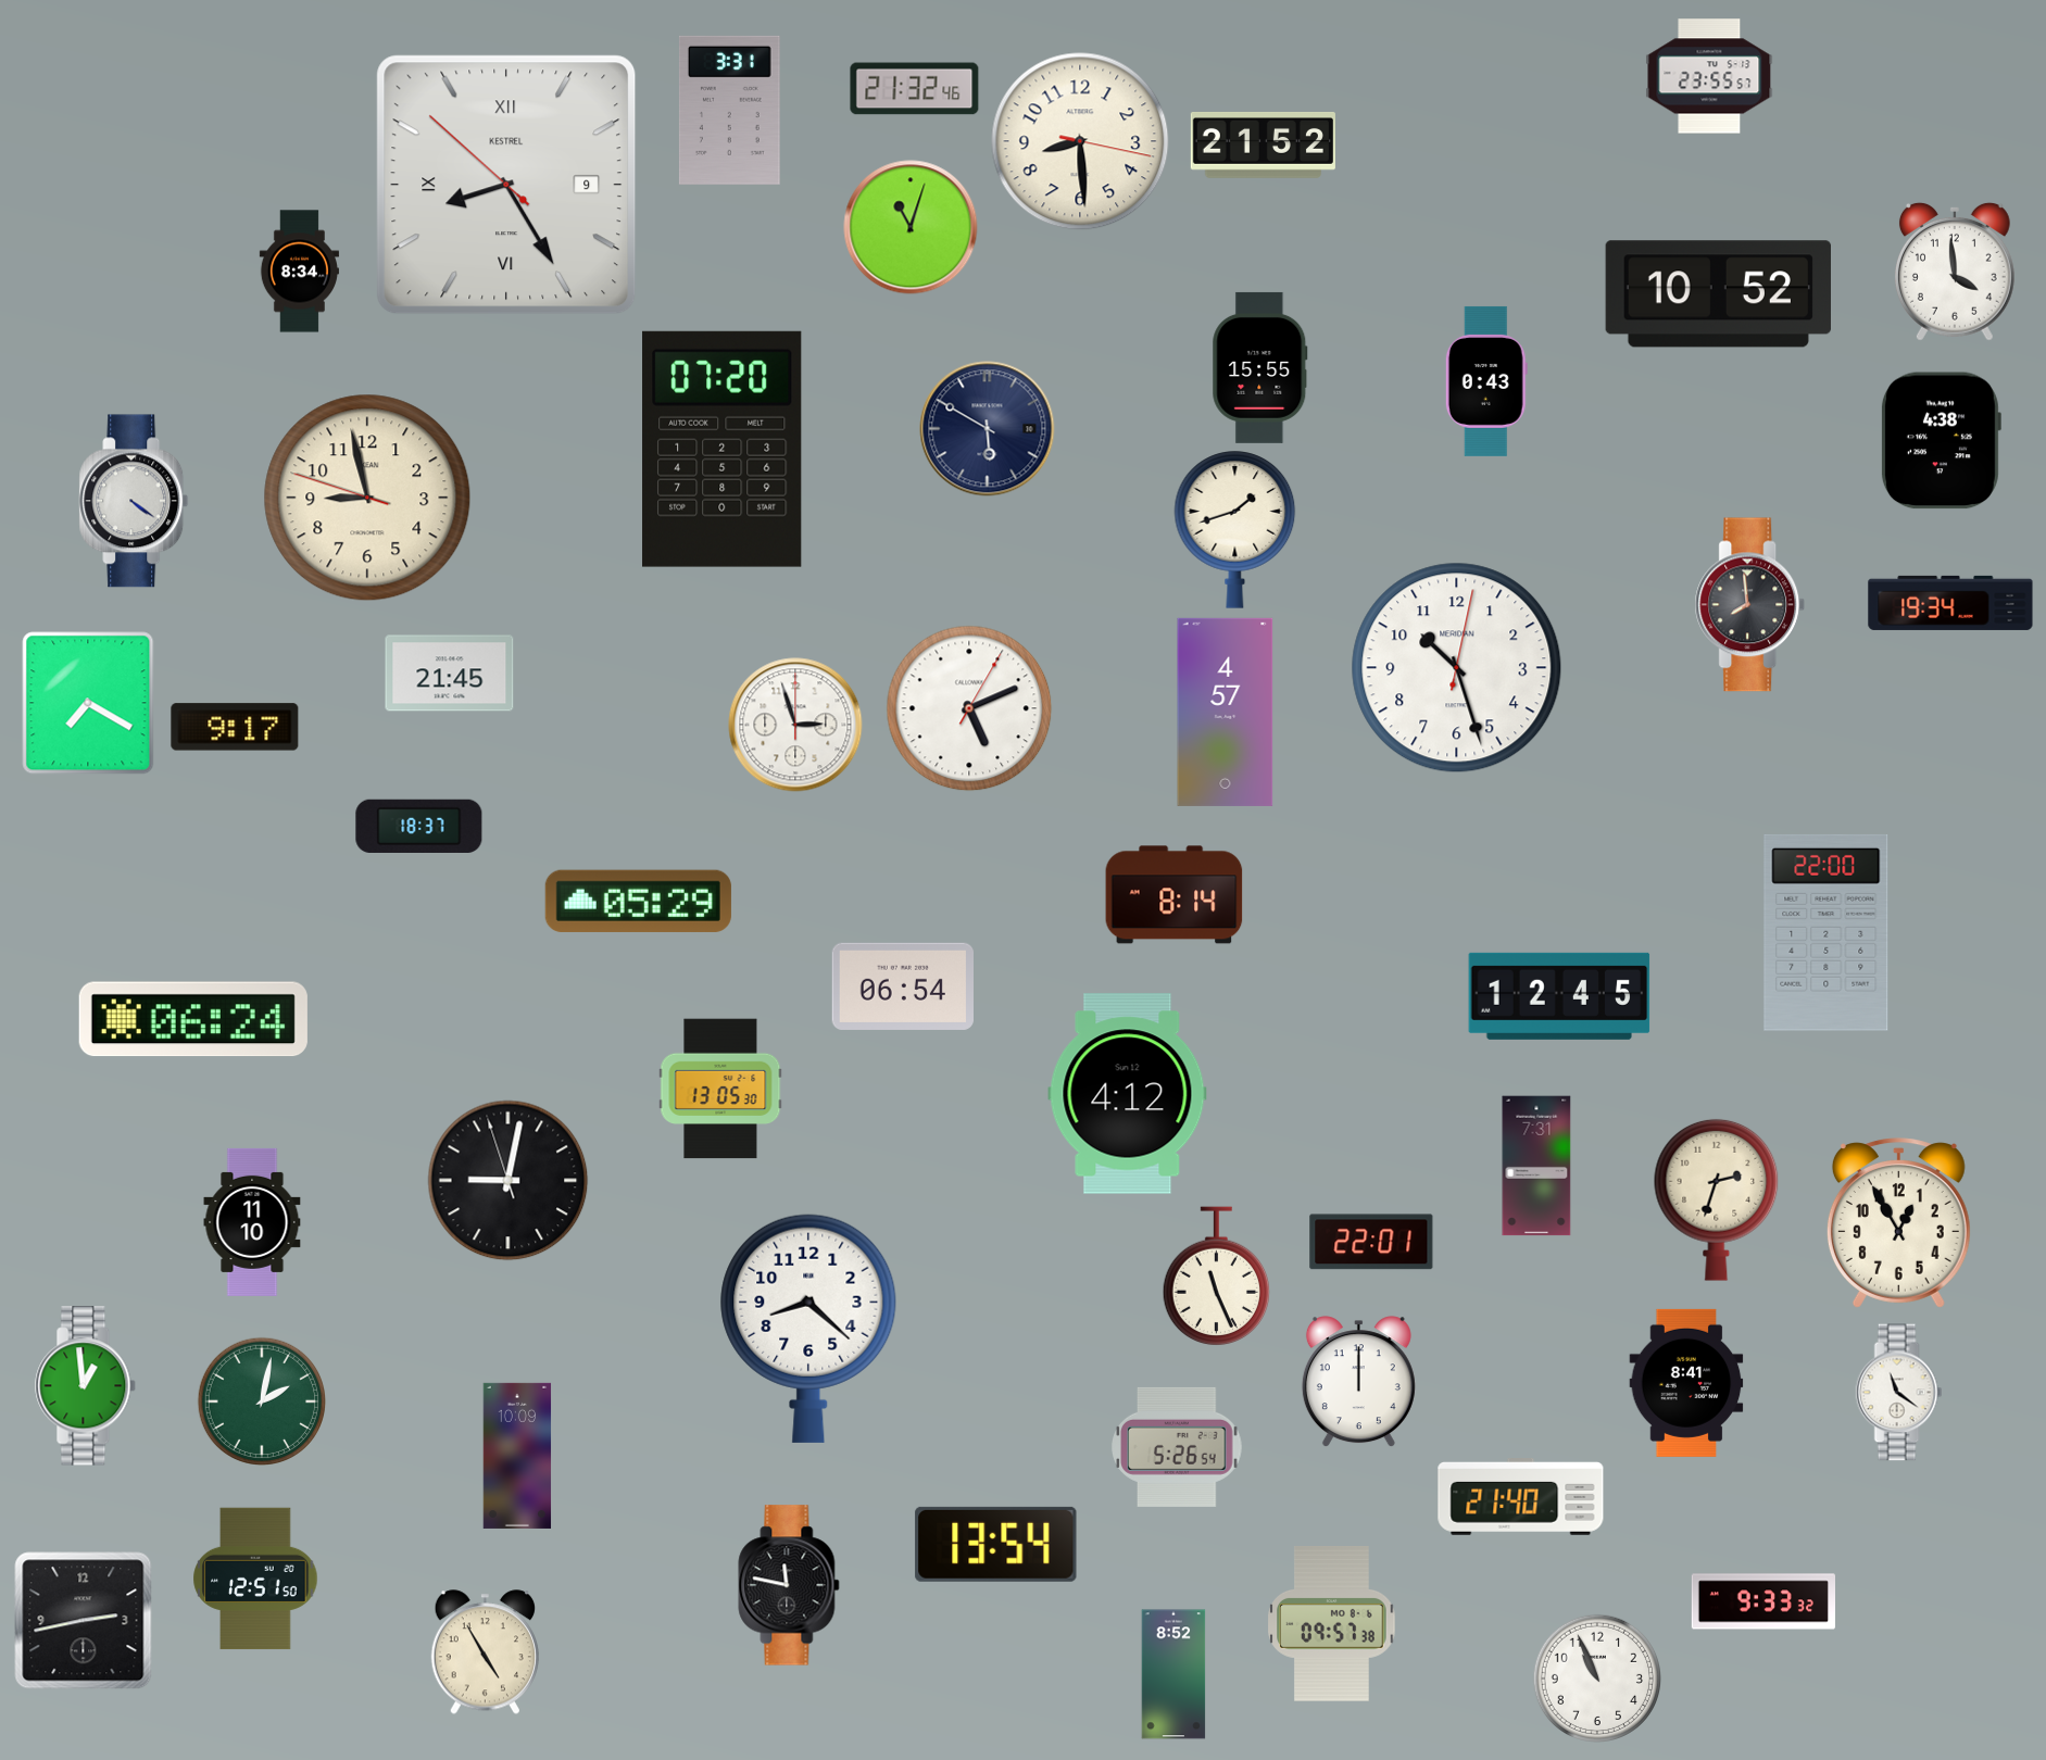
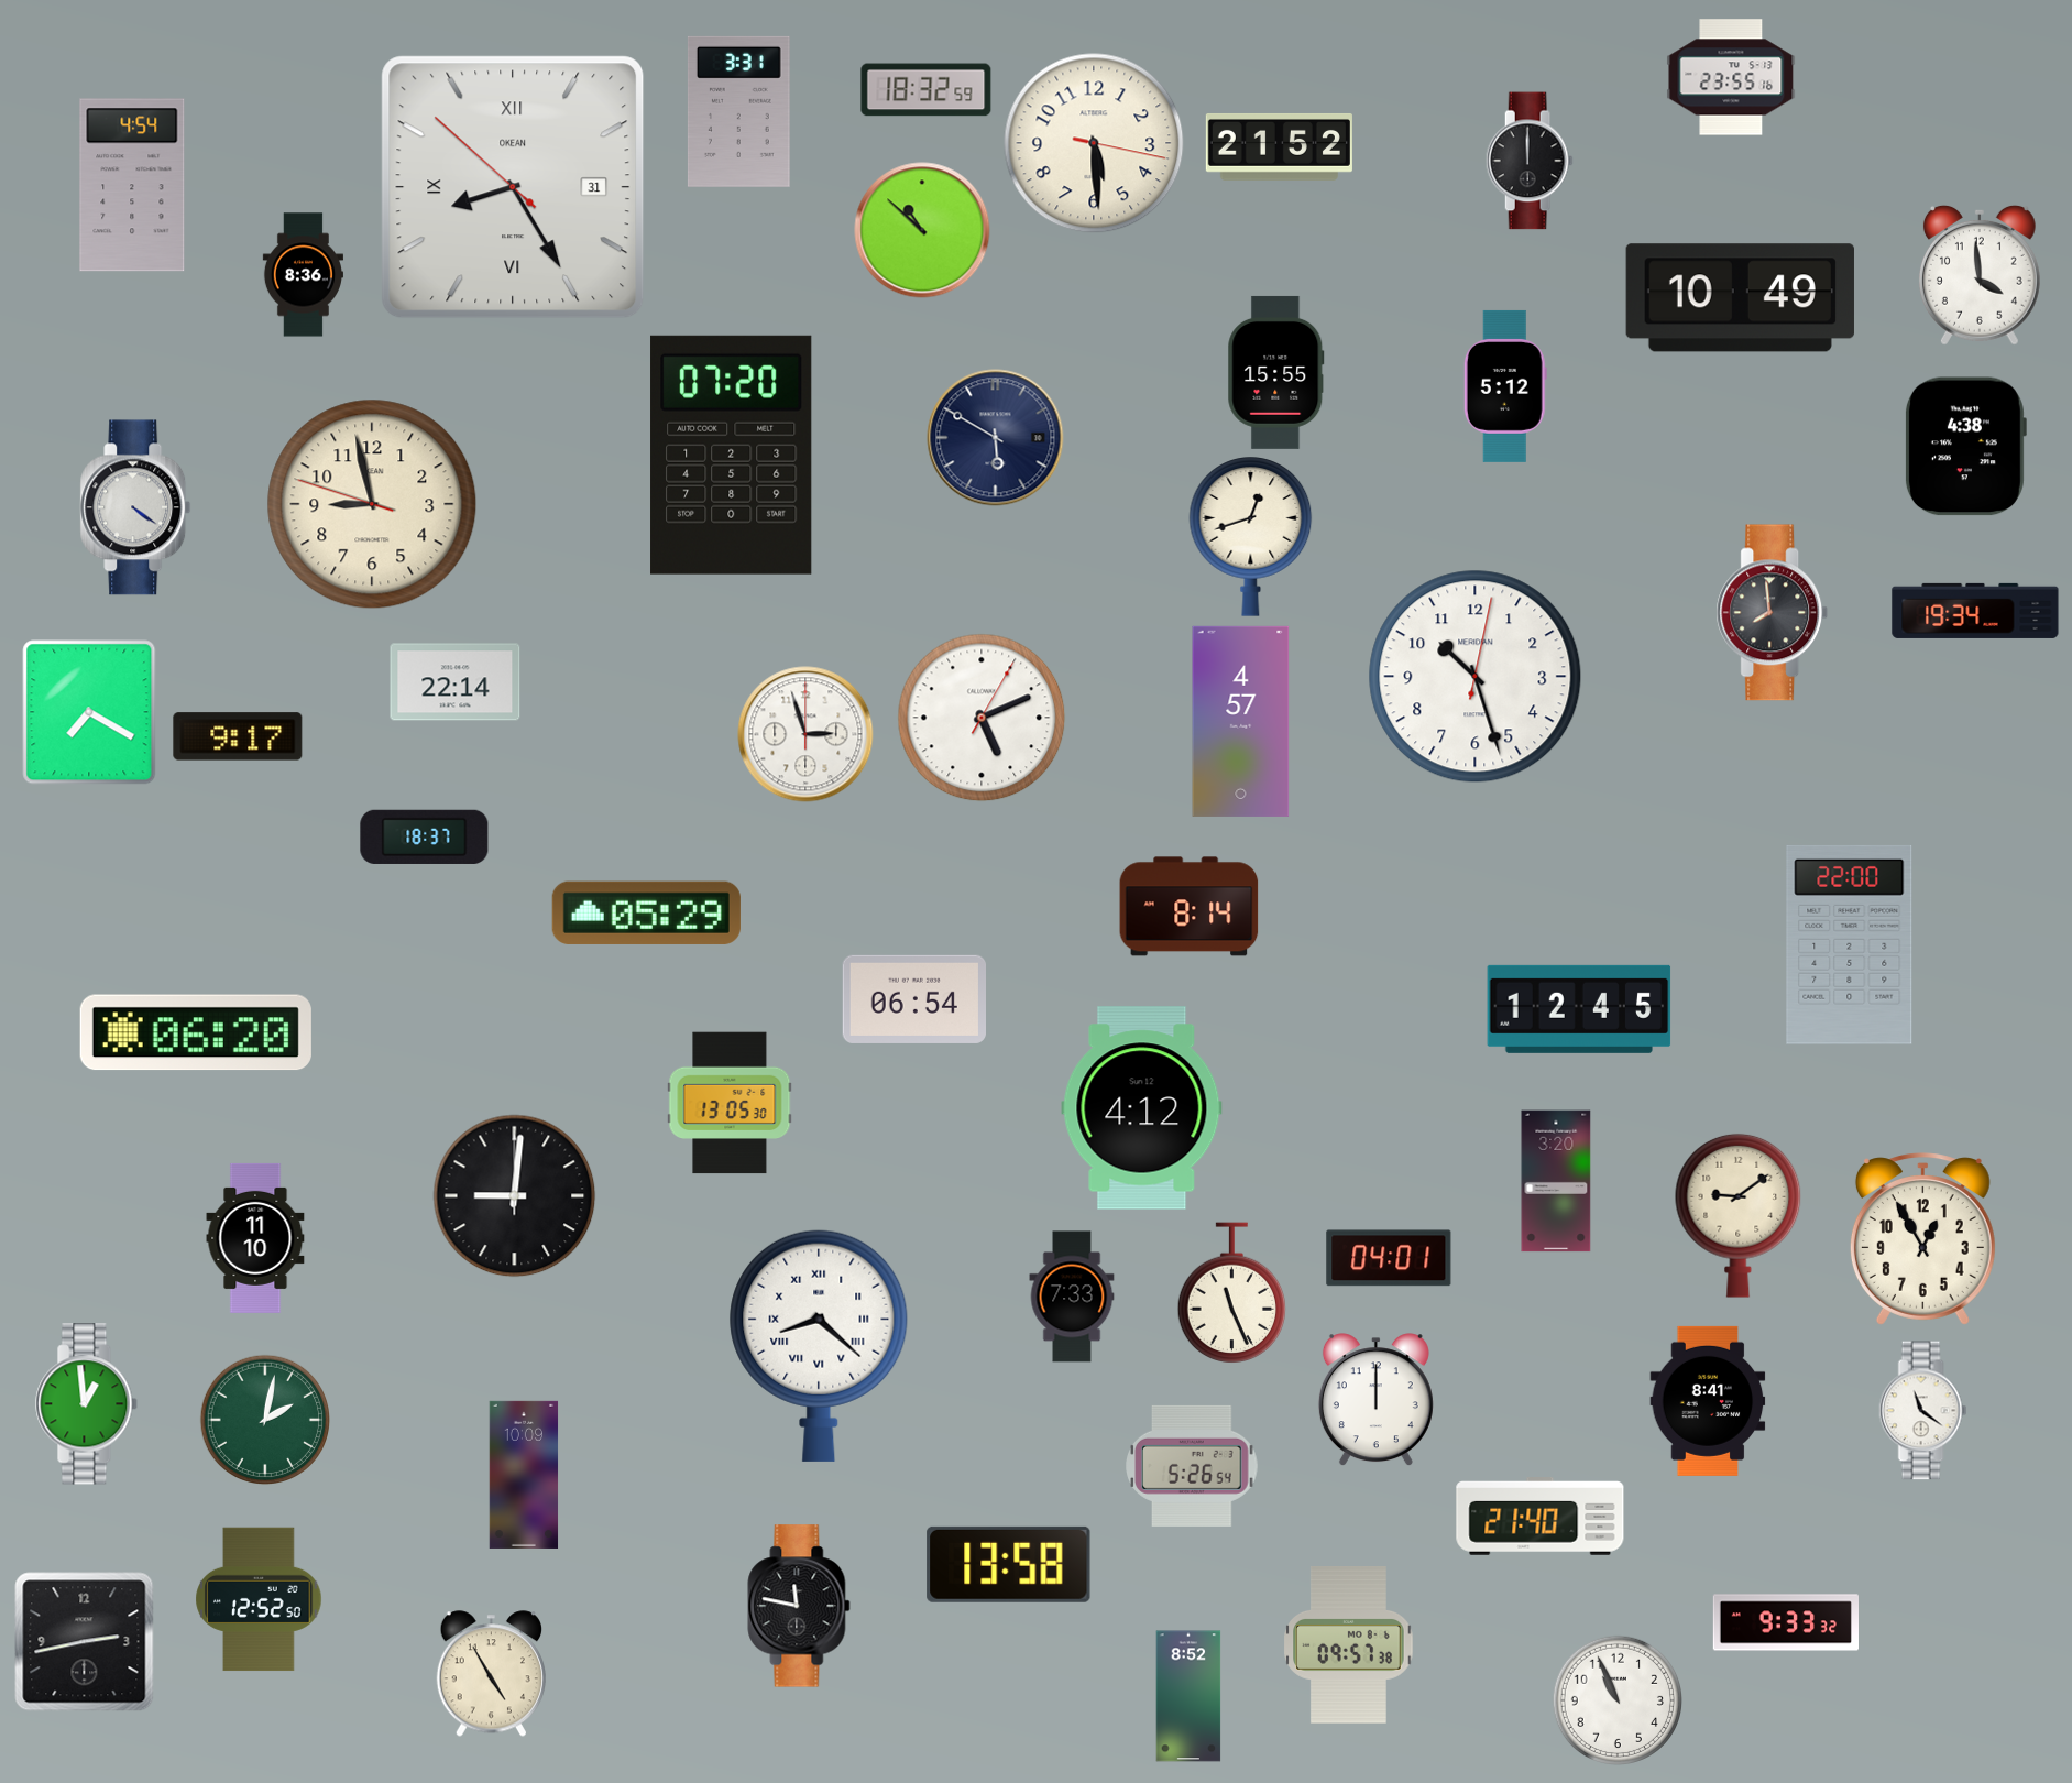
clock at (1709, 76): 23:55:57 -> 23:55:16
clock at (915, 89): 21:32 -> 18:32
clock at (1080, 141): 8:29 -> 5:29
clock at (1530, 161): none -> 12:00
clock at (132, 185): none -> 4:54
clock at (506, 185) date: 9 -> 31
clock at (506, 185) brand: KESTREL -> OKEAN
clock at (911, 227): 11:03 -> 10:52
clock at (299, 272): 8:34 -> 8:36
clock at (1718, 294): 10:52 -> 10:49
clock at (1486, 381): 0:43 -> 5:12
clock at (988, 429) position: (988, 429) -> (996, 438)
clock at (1235, 530): 1:42 -> 12:42
clock at (450, 674): 21:45 -> 22:14
clock at (193, 1019): 06:24 -> 06:20
clock at (1536, 1166): 7:31 -> 3:20
clock at (509, 1181): 9:01:57 -> 9:01:00
clock at (1717, 1199): 2:33 -> 9:09
clock at (1371, 1242): 22:01 -> 04:01
clock at (1072, 1297): none -> 7:33
clock at (808, 1329) numerals: Arabic -> Roman
clock at (996, 1544): 13:54 -> 13:58
clock at (255, 1579): 12:51 -> 12:52
